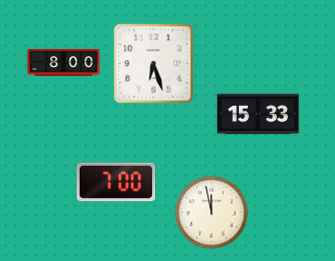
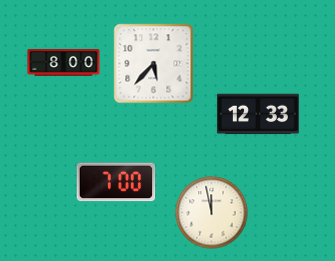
clock at (154, 64): 6:27 -> 5:37
clock at (258, 114): 15:33 -> 12:33
